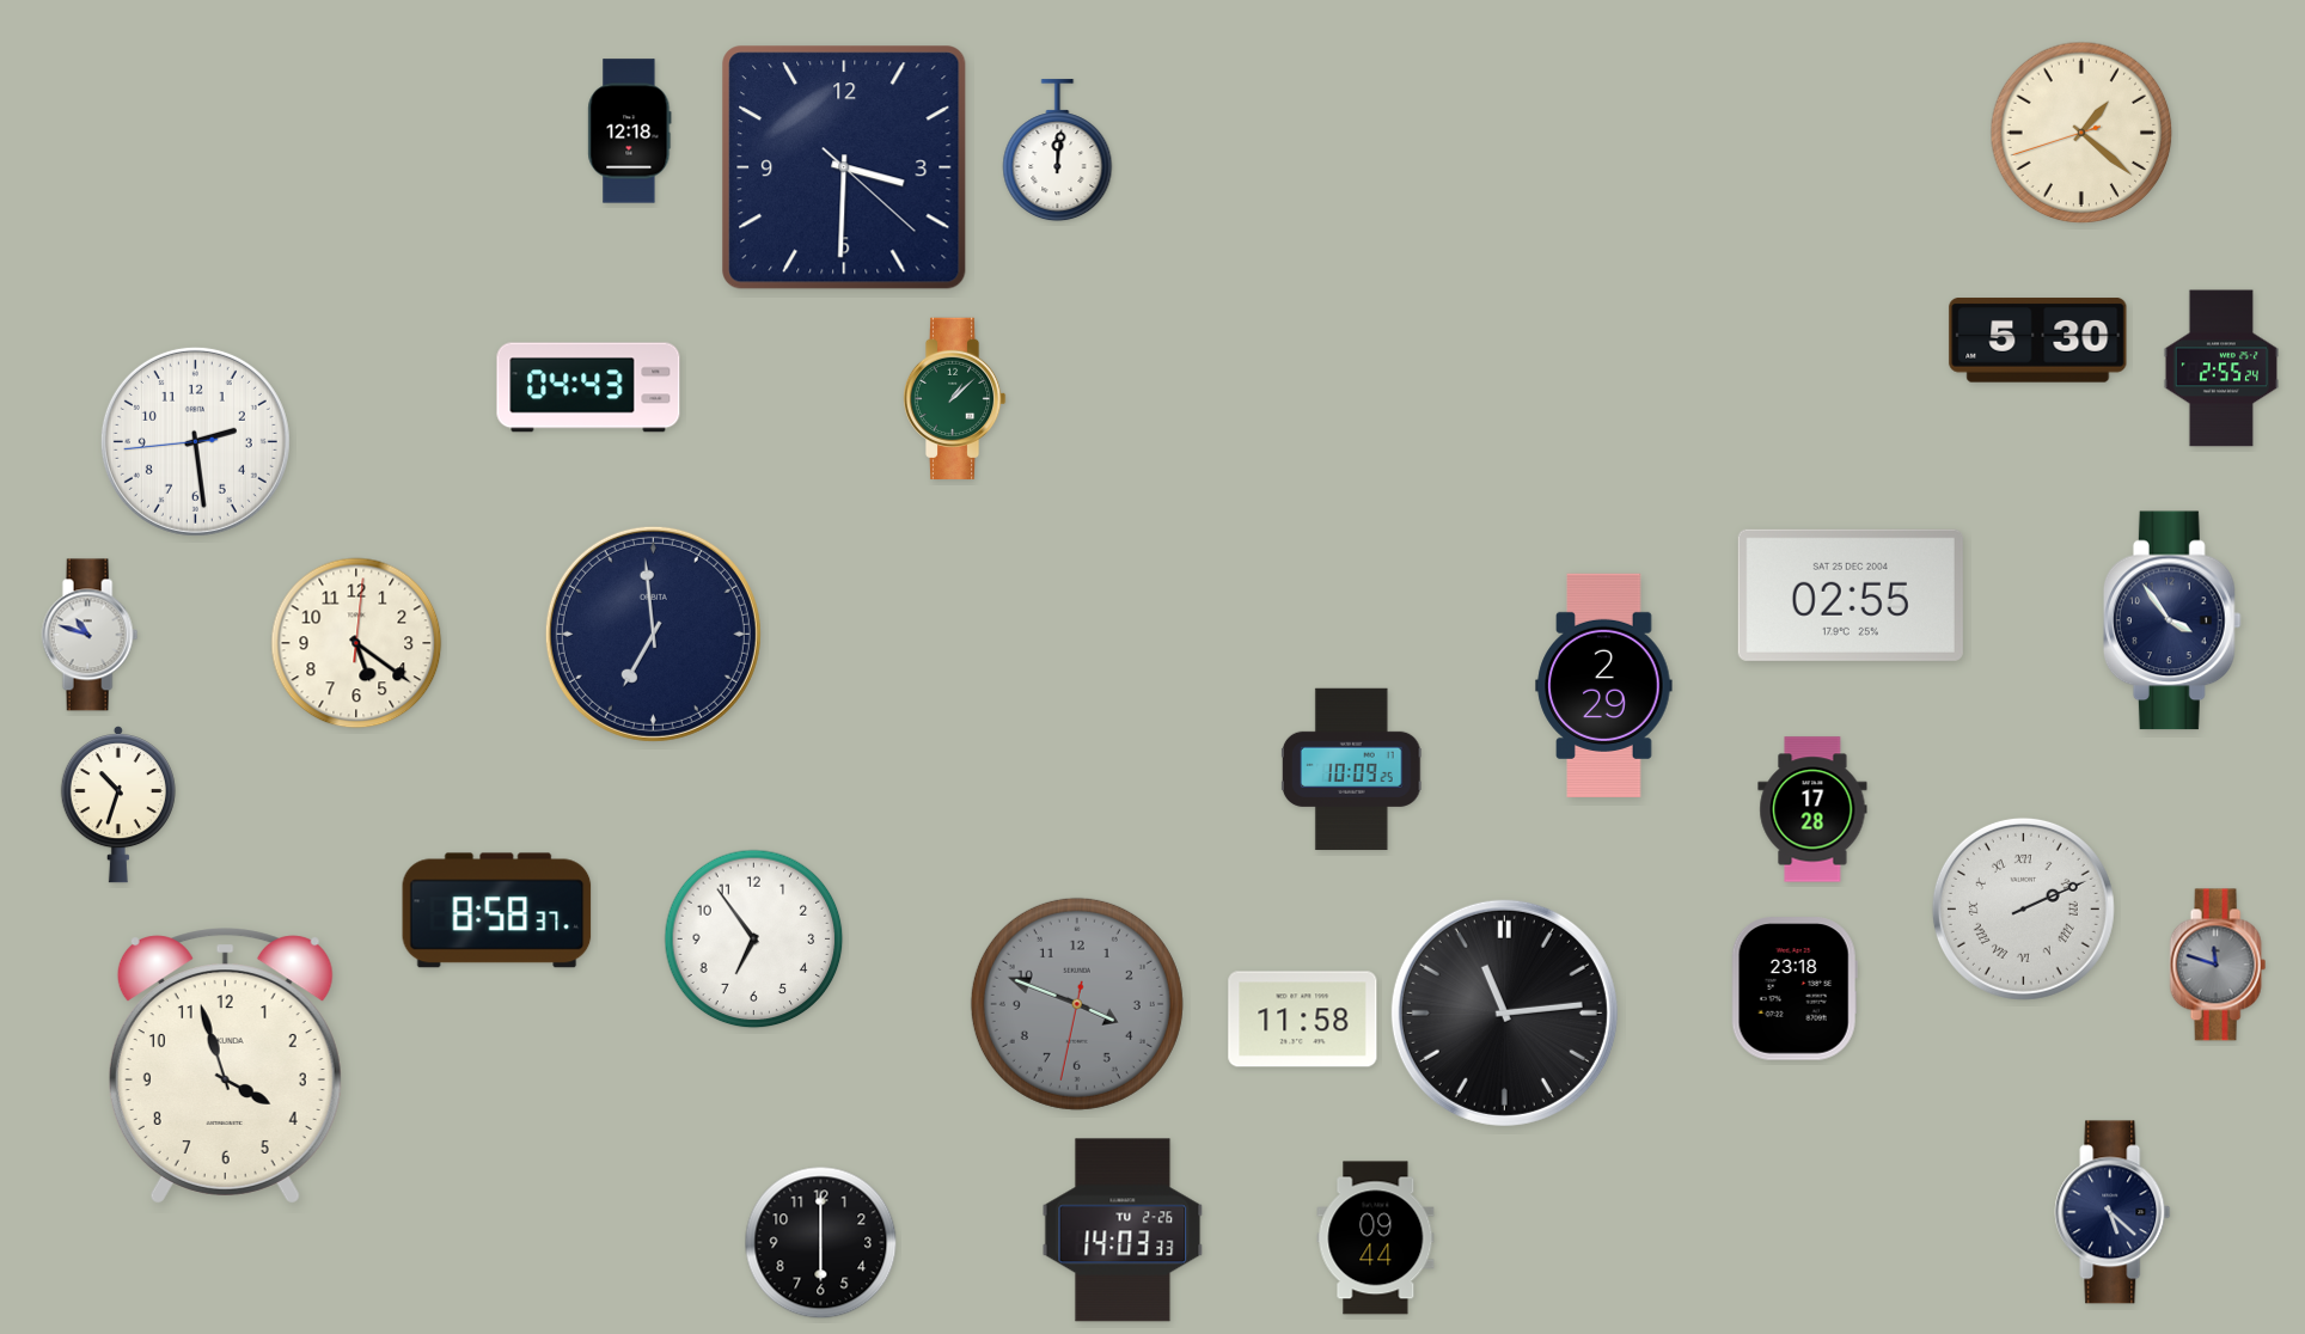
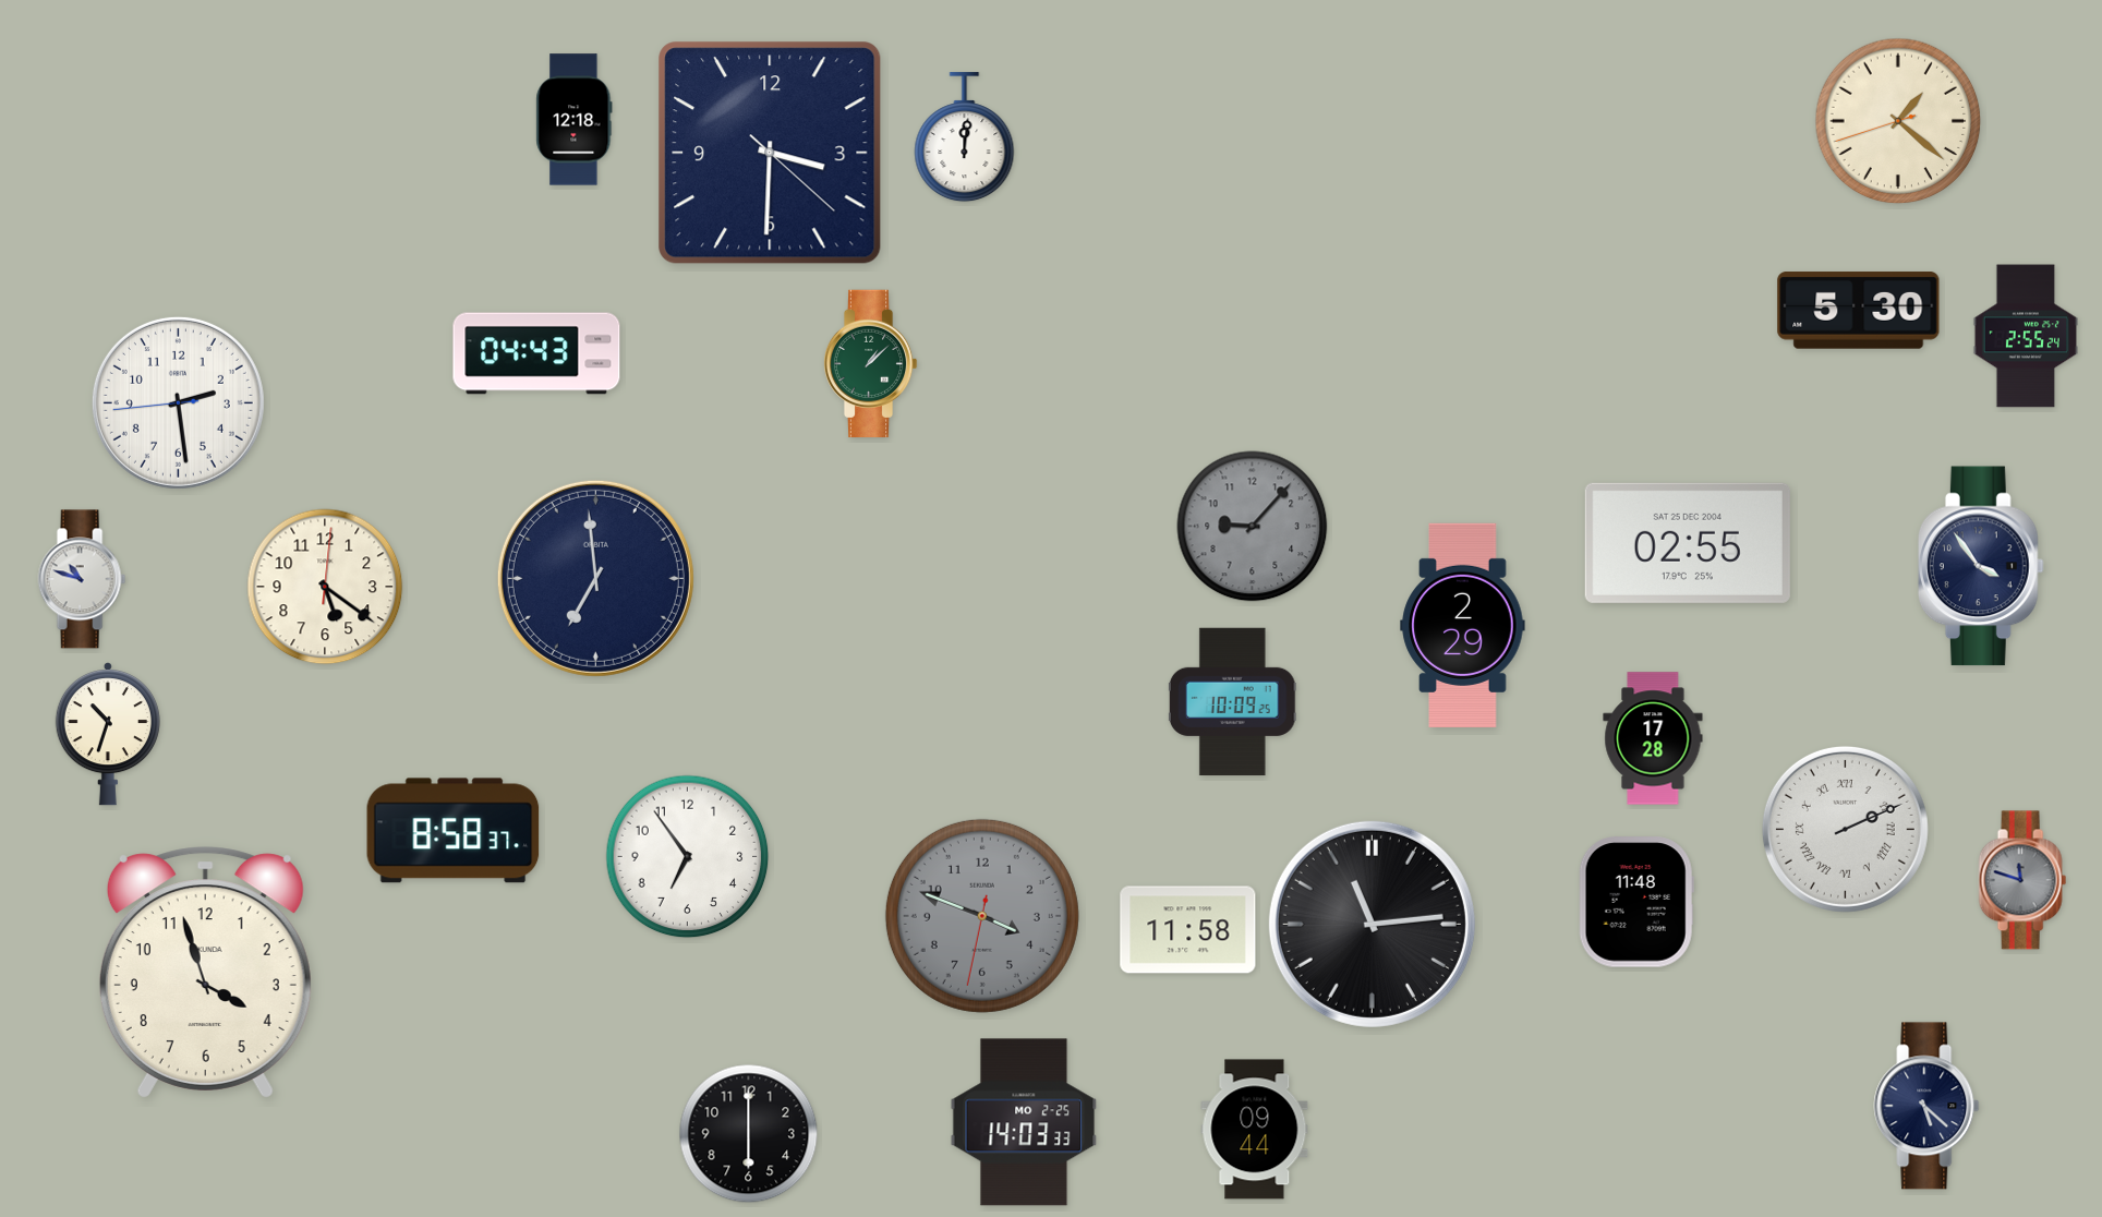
clock at (1253, 527): none -> 9:07
clock at (1795, 989): 23:18 -> 11:48
clock at (1123, 1230) date: TU 2-26 -> MO 2-25
